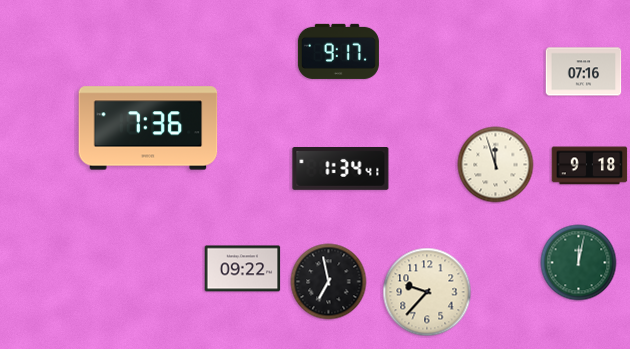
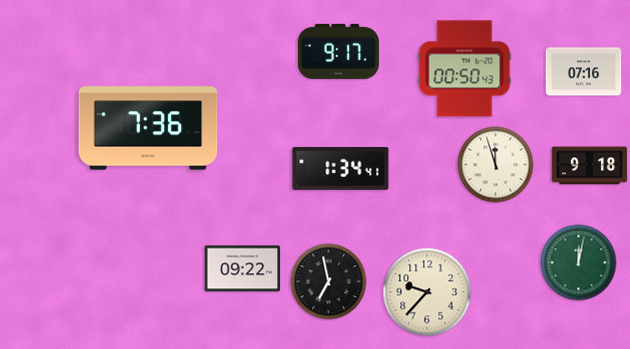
clock at (465, 69): none -> 00:50
